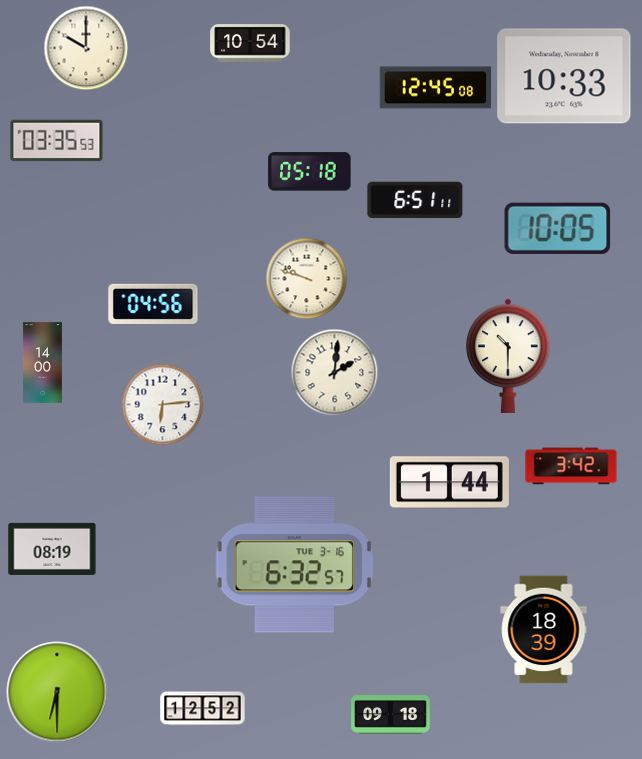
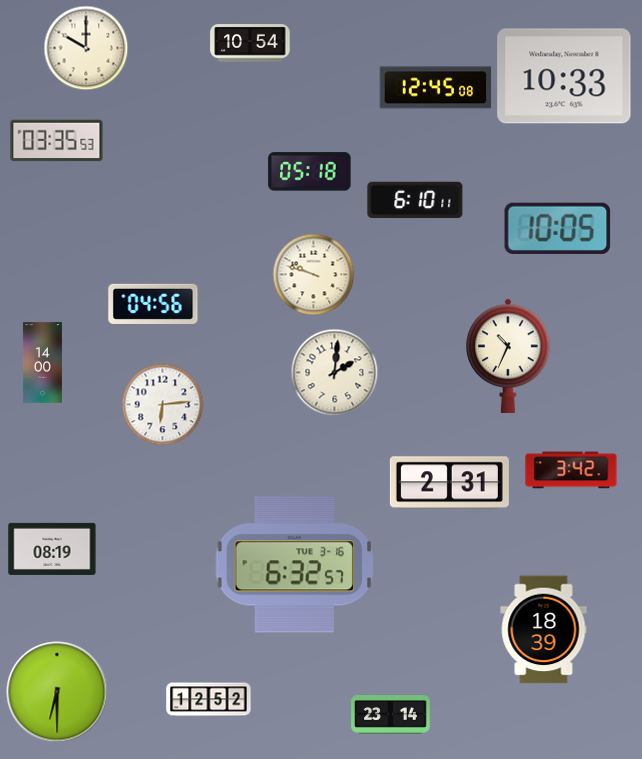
clock at (415, 200): 6:51 -> 6:10
clock at (306, 278) position: (306, 278) -> (313, 274)
clock at (508, 356): 10:30 -> 10:34
clock at (571, 466) position: (571, 466) -> (571, 470)
clock at (449, 483): 1:44 -> 2:31
clock at (203, 709) position: (203, 709) -> (209, 700)
clock at (391, 715): 09:18 -> 23:14
